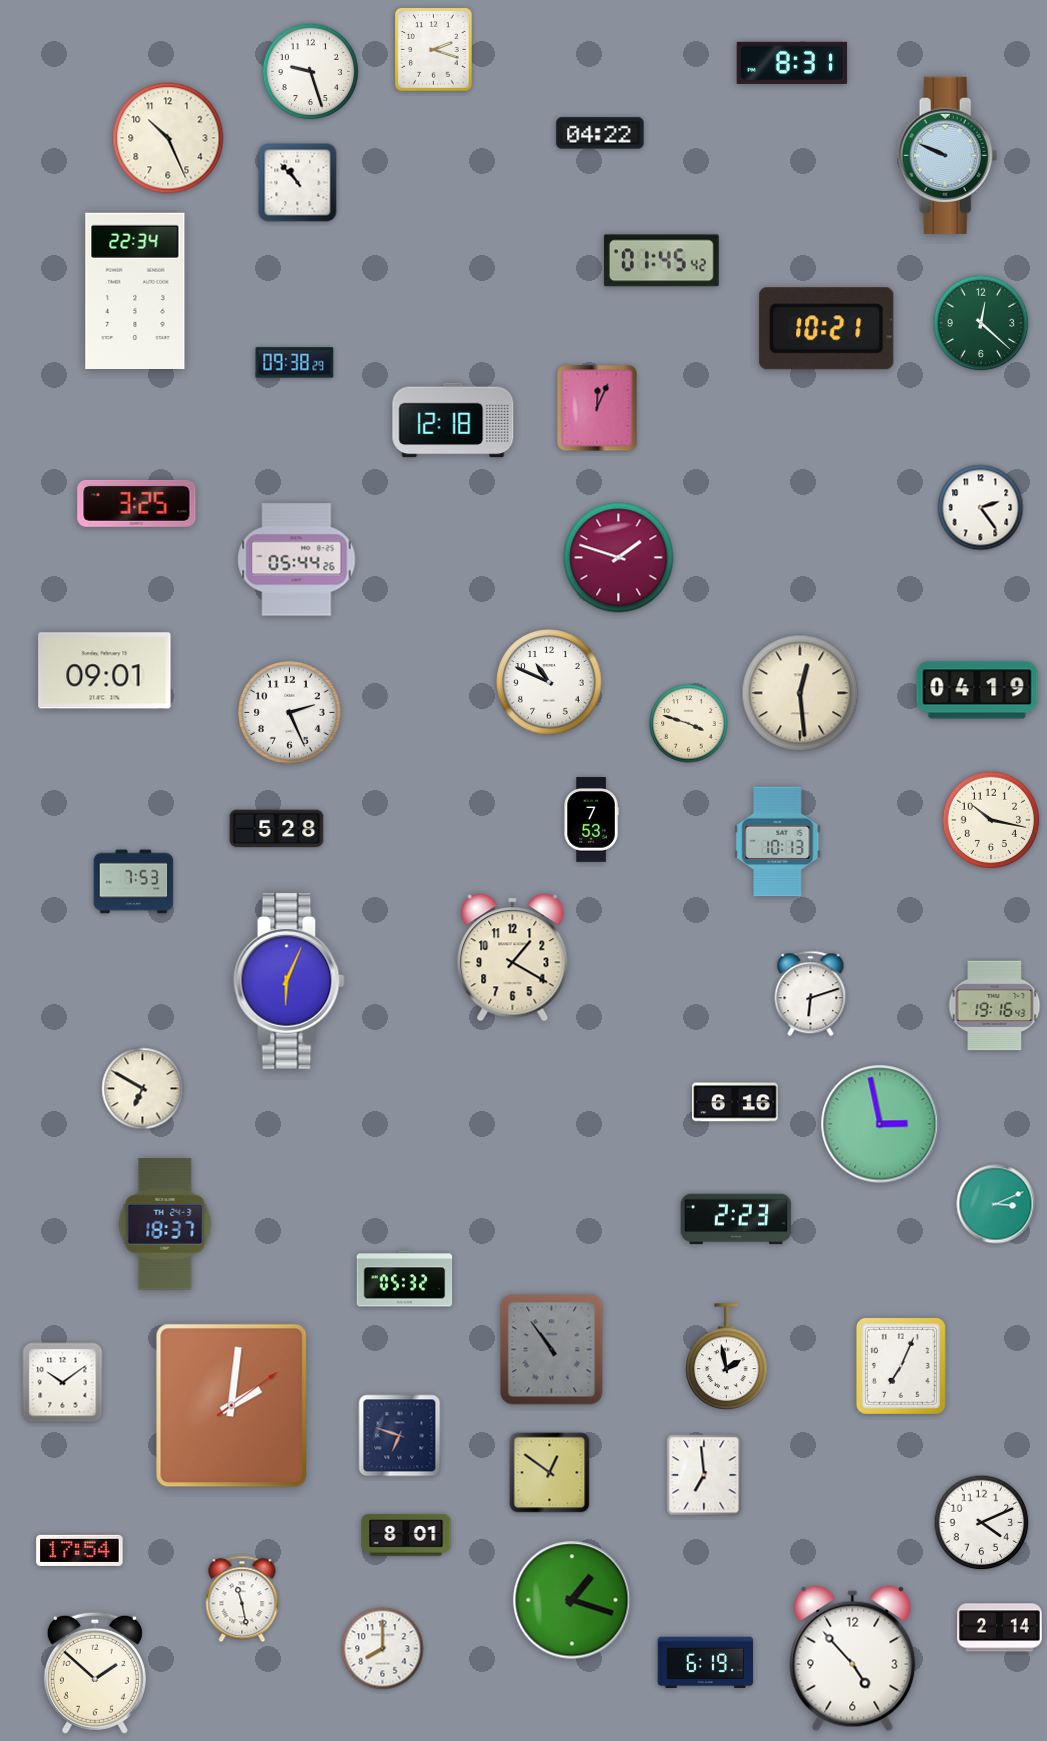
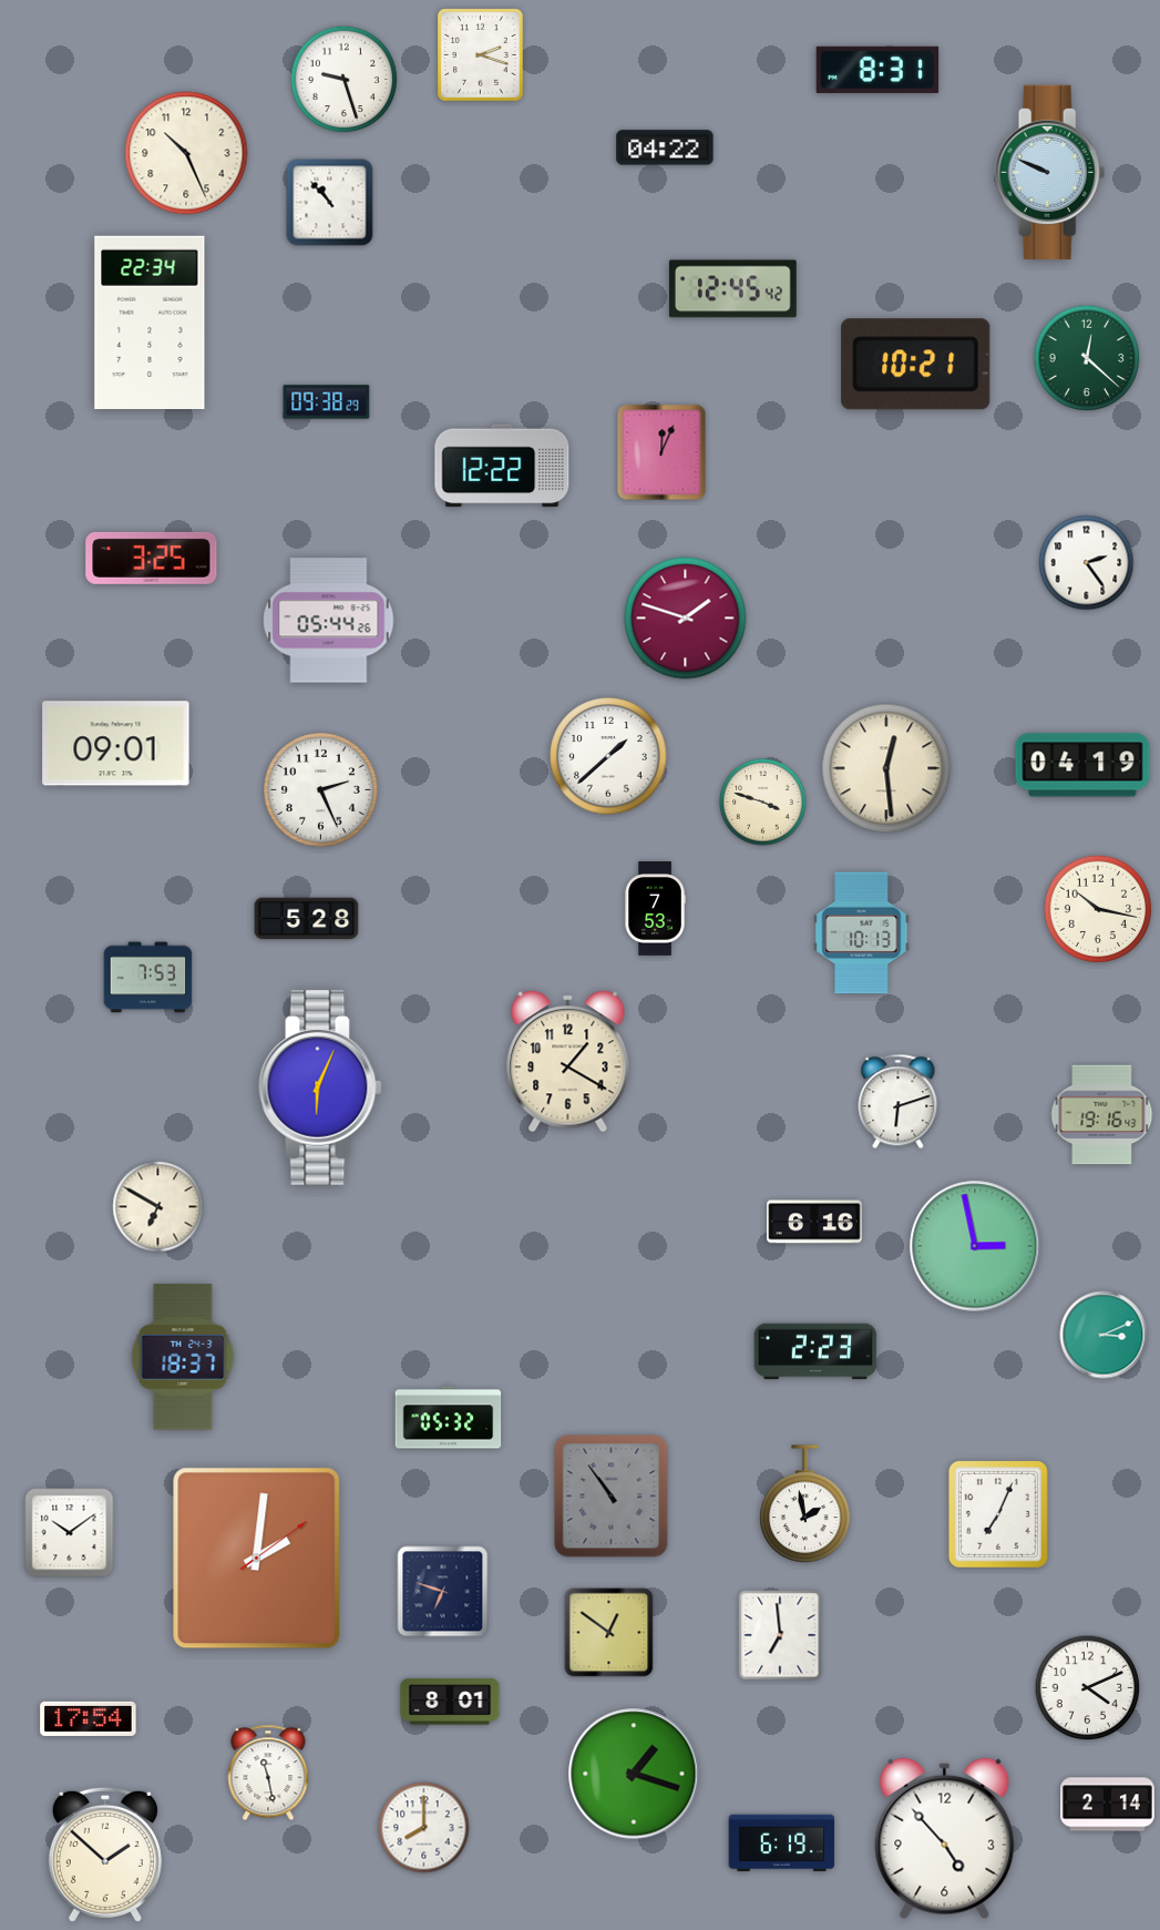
clock at (661, 261): 01:45 -> 12:45
clock at (453, 420): 12:18 -> 12:22
clock at (549, 682): 10:49 -> 1:38
